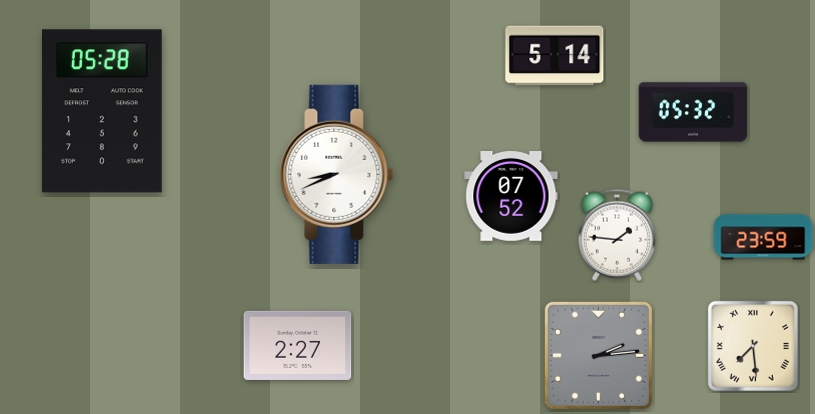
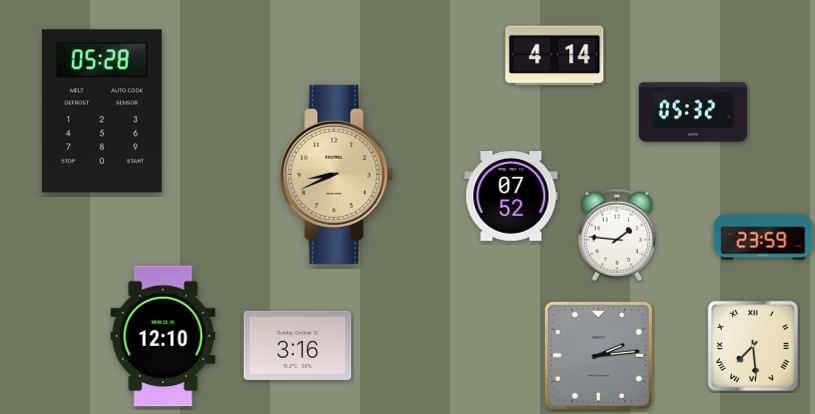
clock at (555, 56): 5:14 -> 4:14
clock at (337, 174) dial: white -> champagne
clock at (163, 336): none -> 12:10
clock at (298, 345): 2:27 -> 3:16
